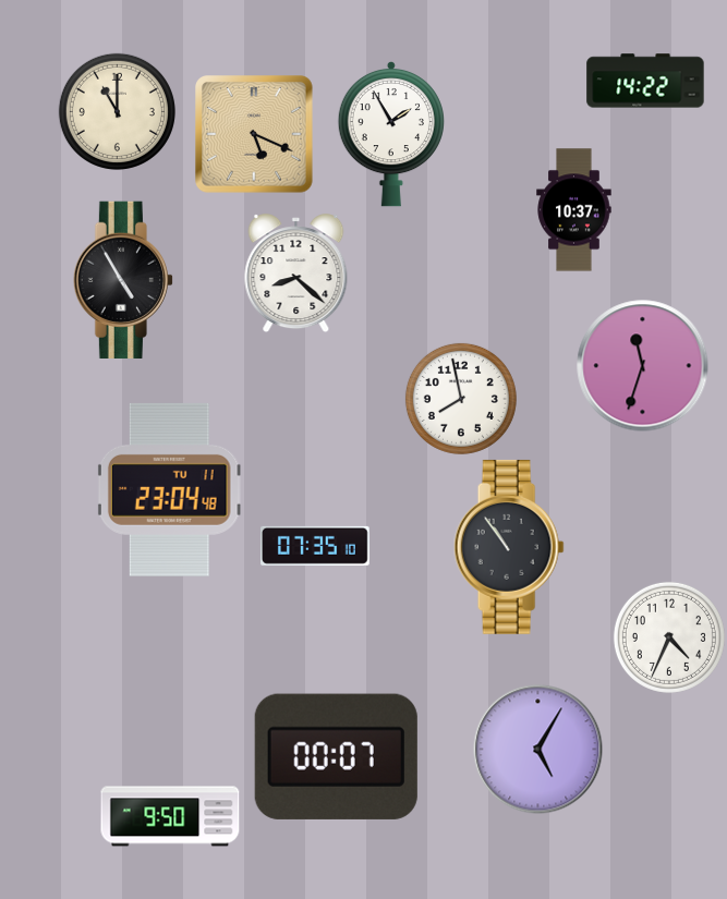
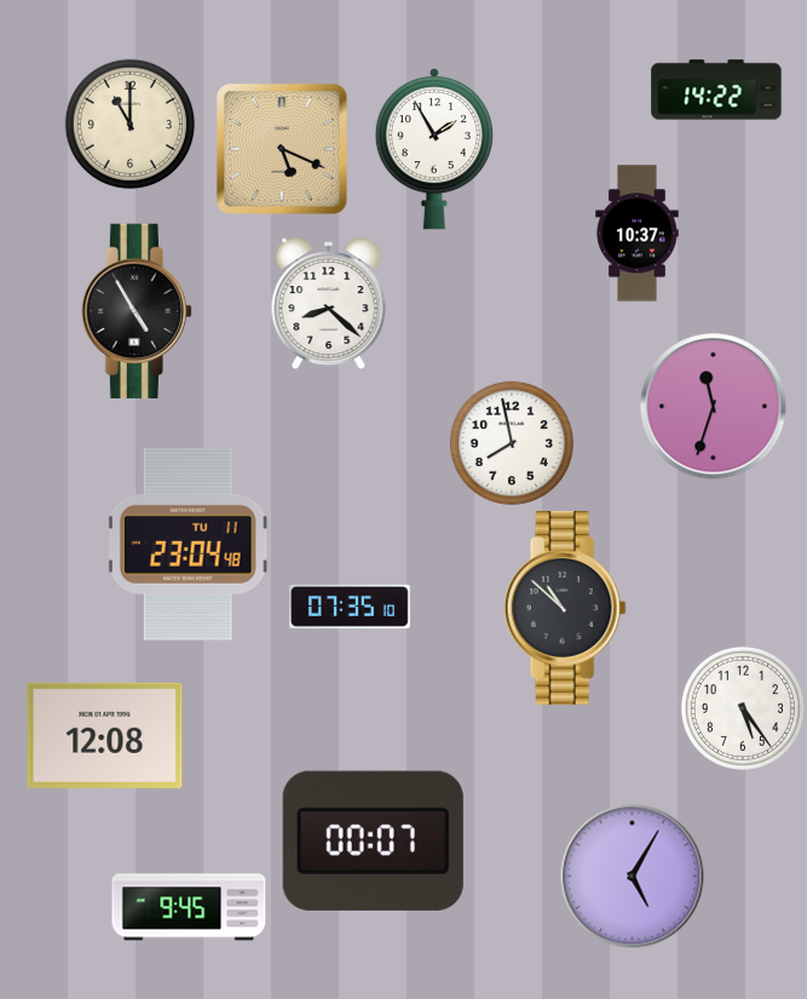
clock at (509, 547): 10:54 -> 10:52
clock at (669, 637): 4:34 -> 5:24
clock at (105, 735): none -> 12:08
clock at (538, 750) position: (538, 750) -> (633, 877)
clock at (170, 816): 9:50 -> 9:45
